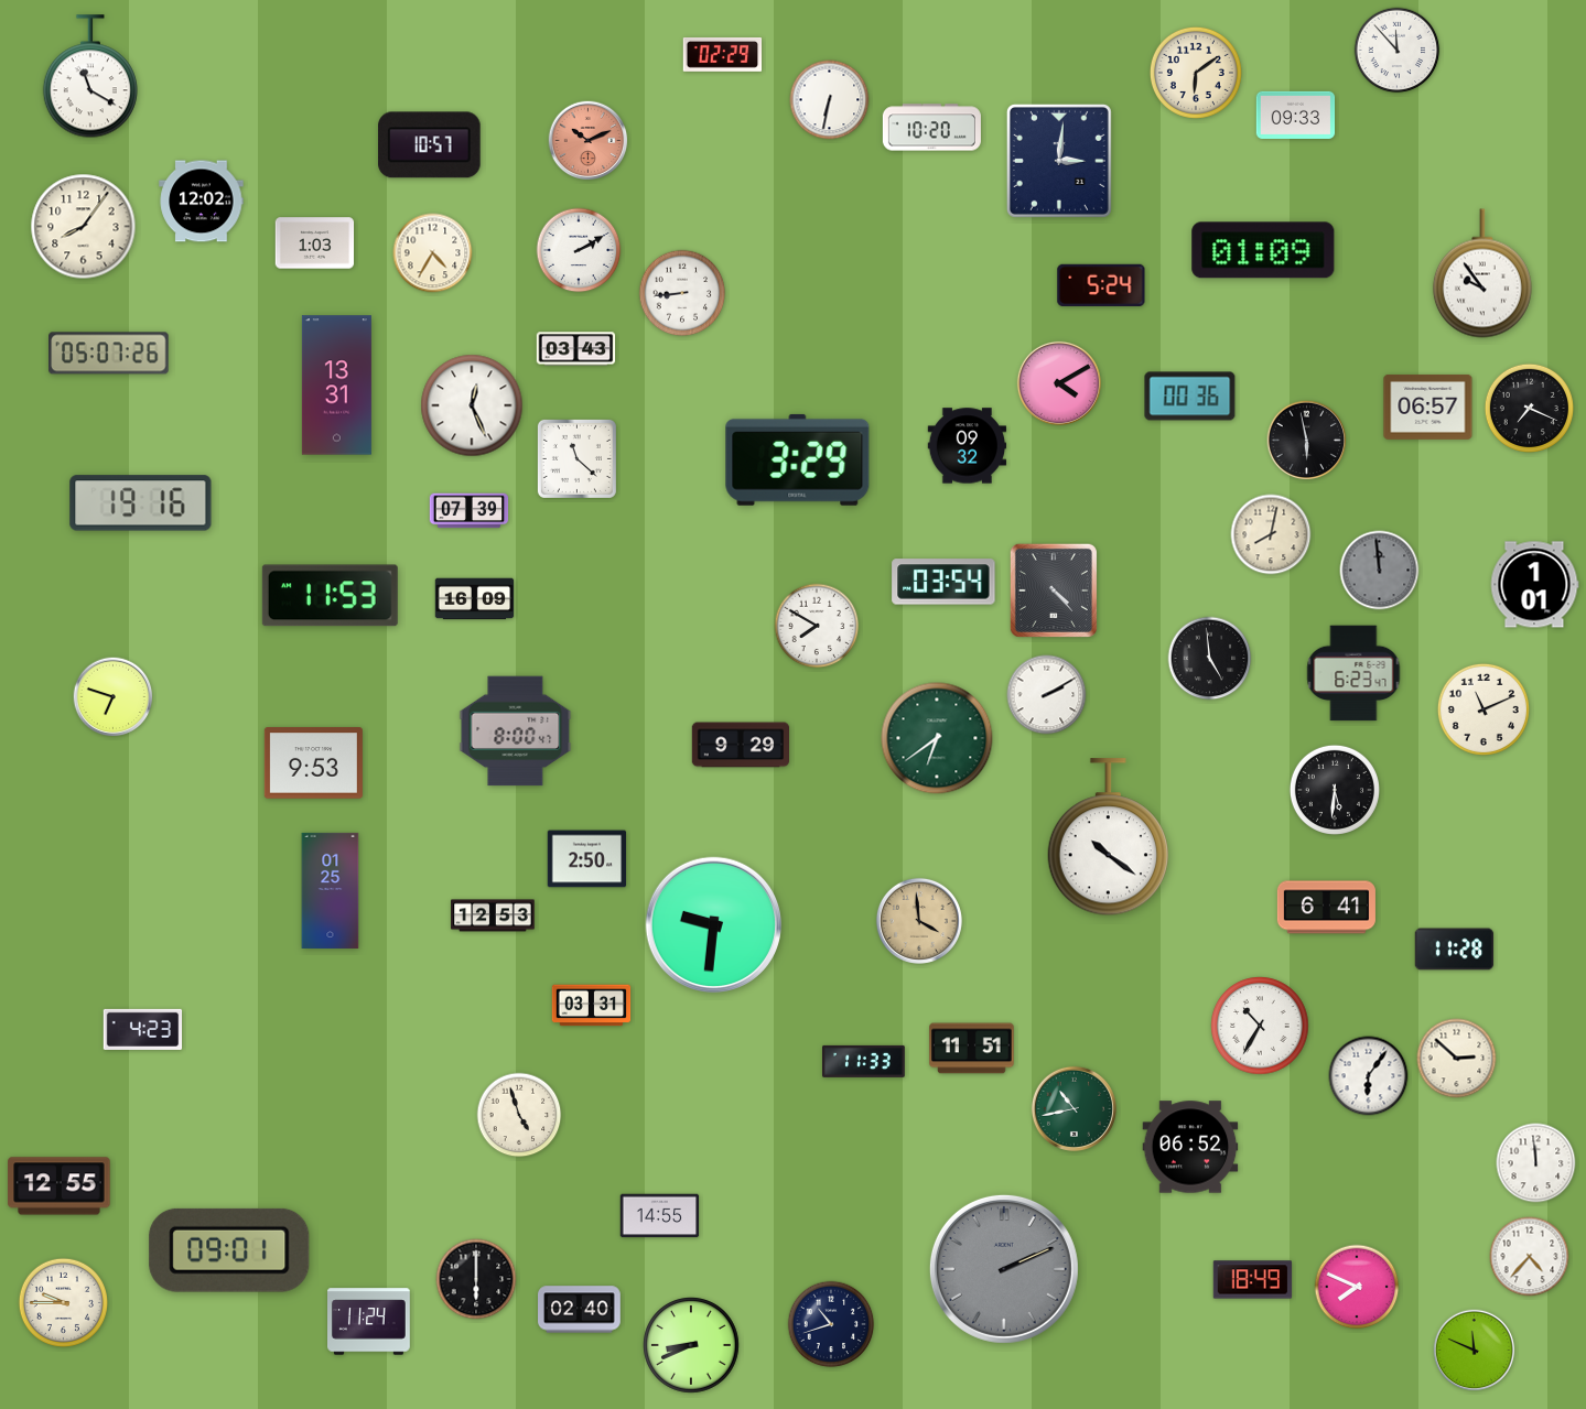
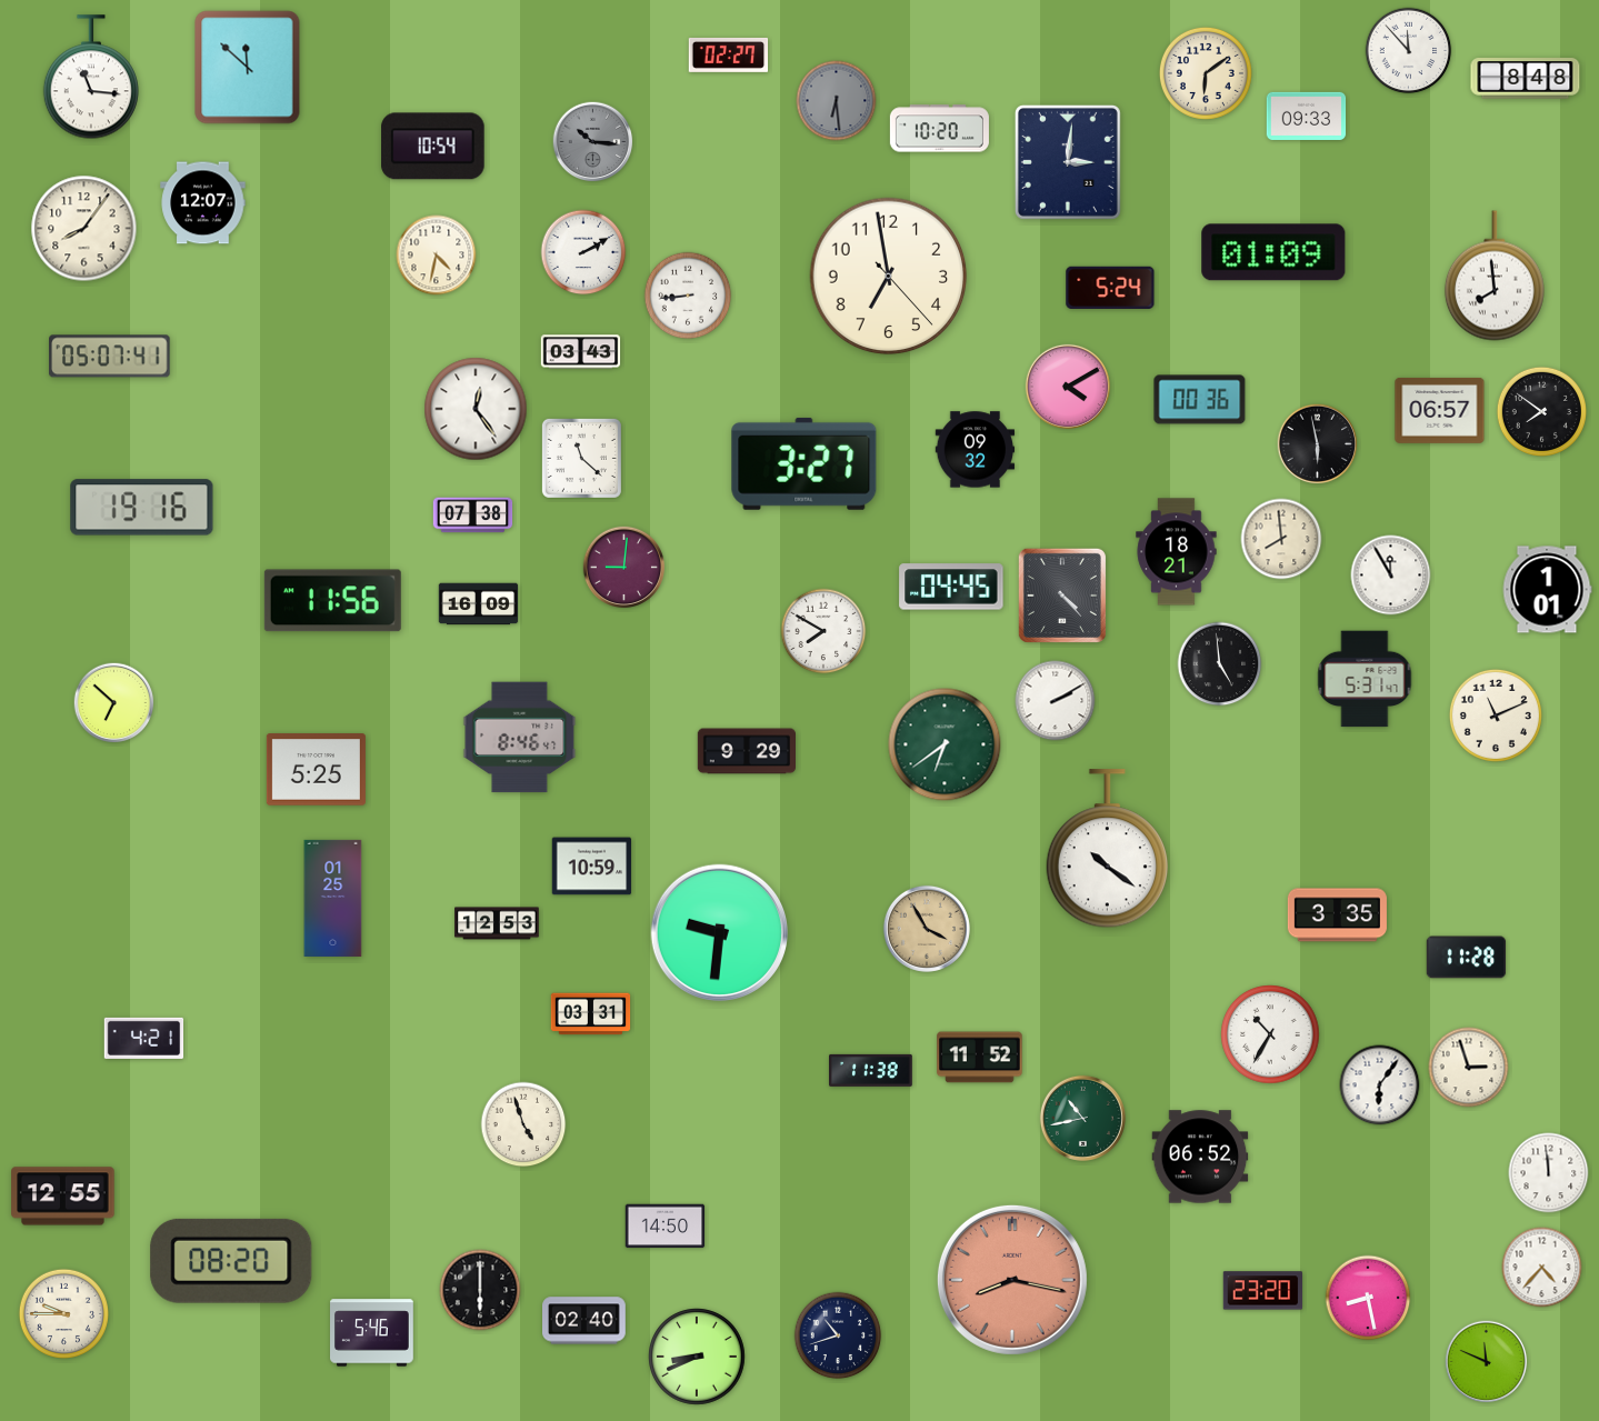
clock at (723, 54): 02:29 -> 02:27
clock at (248, 68): none -> 11:52
clock at (90, 77): 11:20 -> 11:16
clock at (1526, 79): none -> 8:48
clock at (830, 100): 6:32 -> 6:29
clock at (830, 100) dial: white -> grey
clock at (589, 141): 10:11 -> 10:16
clock at (589, 141) dial: salmon -> grey
clock at (430, 145): 10:57 -> 10:54
clock at (202, 202): 12:02 -> 12:07
clock at (315, 243): 1:03 -> none
clock at (433, 253): 4:35 -> 4:32
clock at (1482, 273): 9:54 -> 7:59
clock at (889, 277): none -> 6:58
clock at (109, 354): 05:07:26 -> 05:07:41
clock at (336, 386): 13:31 -> none
clock at (472, 405): 12:26 -> 12:24
clock at (1529, 408): 7:19 -> 7:51
clock at (576, 458) position: (576, 458) -> (581, 458)
clock at (798, 459): 3:29 -> 3:27
clock at (470, 511): 07:39 -> 07:38
clock at (1271, 534): 8:02 -> 7:59
clock at (1177, 552): none -> 18:21
clock at (624, 568): none -> 9:01
clock at (1380, 571): 11:59 -> 11:55
clock at (1380, 571) dial: grey -> white
clock at (943, 582): 03:54 -> 04:45
clock at (330, 596): 11:53 -> 11:56
clock at (1353, 673): 6:23 -> 5:31
clock at (114, 697): 6:48 -> 6:52
clock at (516, 731): 8:00 -> 8:46
clock at (313, 763): 9:53 -> 5:25
clock at (1335, 790): 5:31 -> none
clock at (1108, 837) position: (1108, 837) -> (1107, 849)
clock at (587, 859): 2:50 -> 10:59
clock at (1326, 908): 6:41 -> 3:35
clock at (919, 921): 3:59 -> 3:55
clock at (592, 1006) position: (592, 1006) -> (591, 1014)
clock at (143, 1029): 4:23 -> 4:21
clock at (972, 1049): 11:51 -> 11:52
clock at (1457, 1059): 2:52 -> 2:57
clock at (864, 1061): 11:33 -> 11:38
clock at (60, 1186) position: (60, 1186) -> (63, 1197)
clock at (660, 1216): 14:55 -> 14:50
clock at (229, 1250): 09:01 -> 08:20
clock at (1004, 1269): 2:11 -> 8:17
clock at (1004, 1269) dial: grey -> salmon
clock at (1253, 1280): 18:49 -> 23:20
clock at (1357, 1287): 7:49 -> 8:28
clock at (369, 1322): 11:24 -> 5:46
